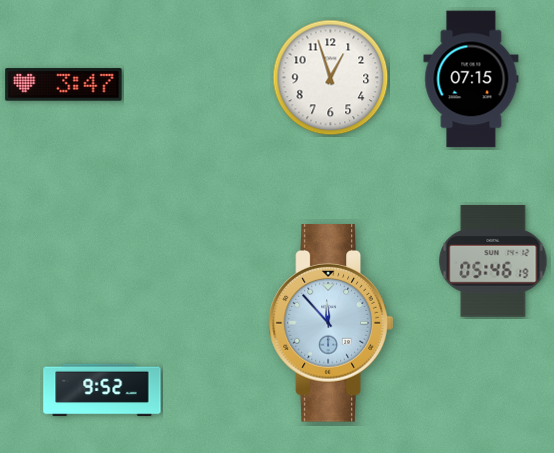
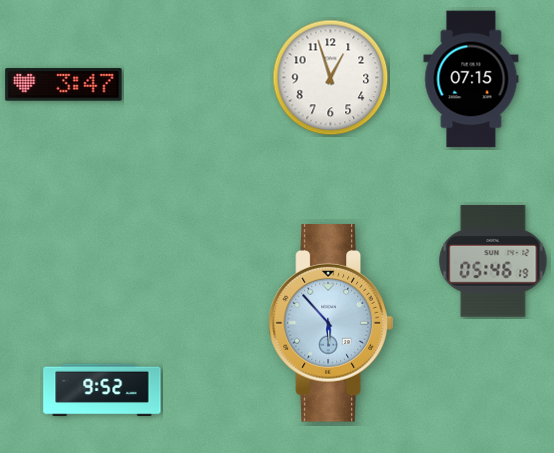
clock at (331, 324): 11:53 -> 5:53
